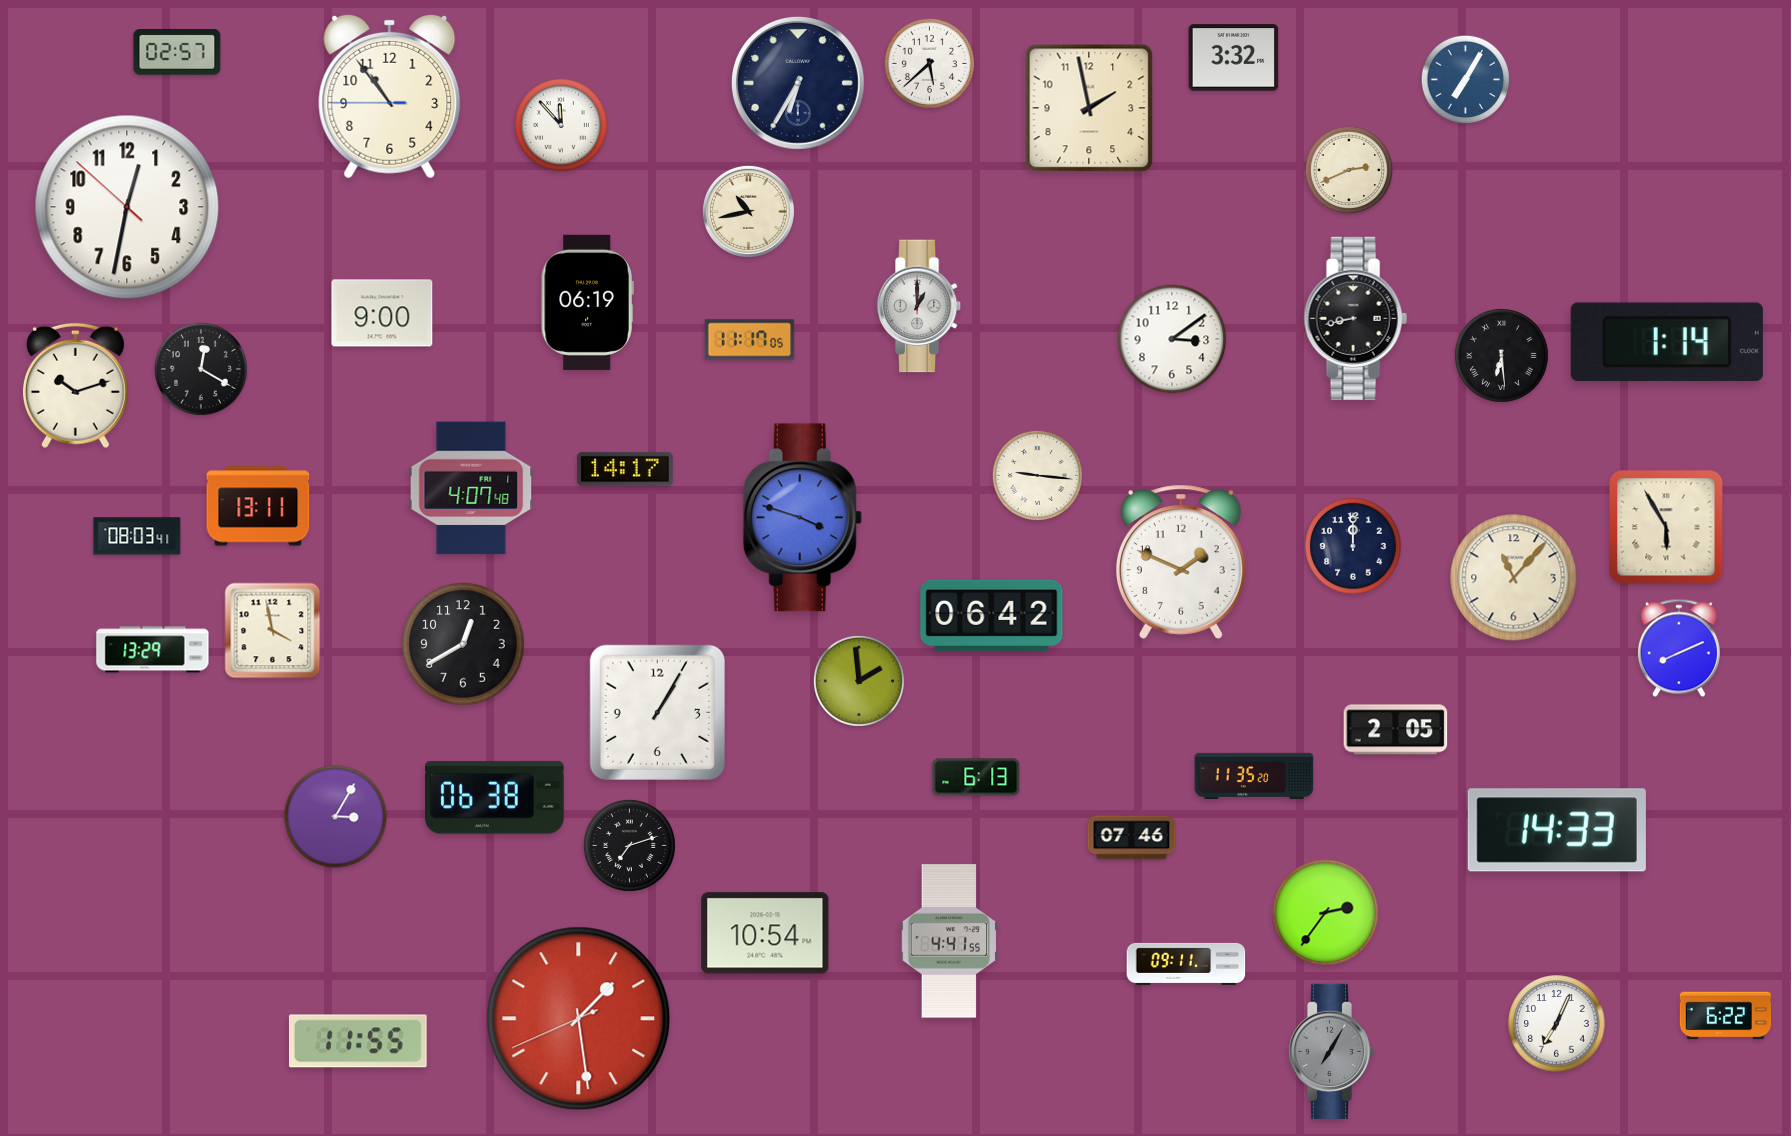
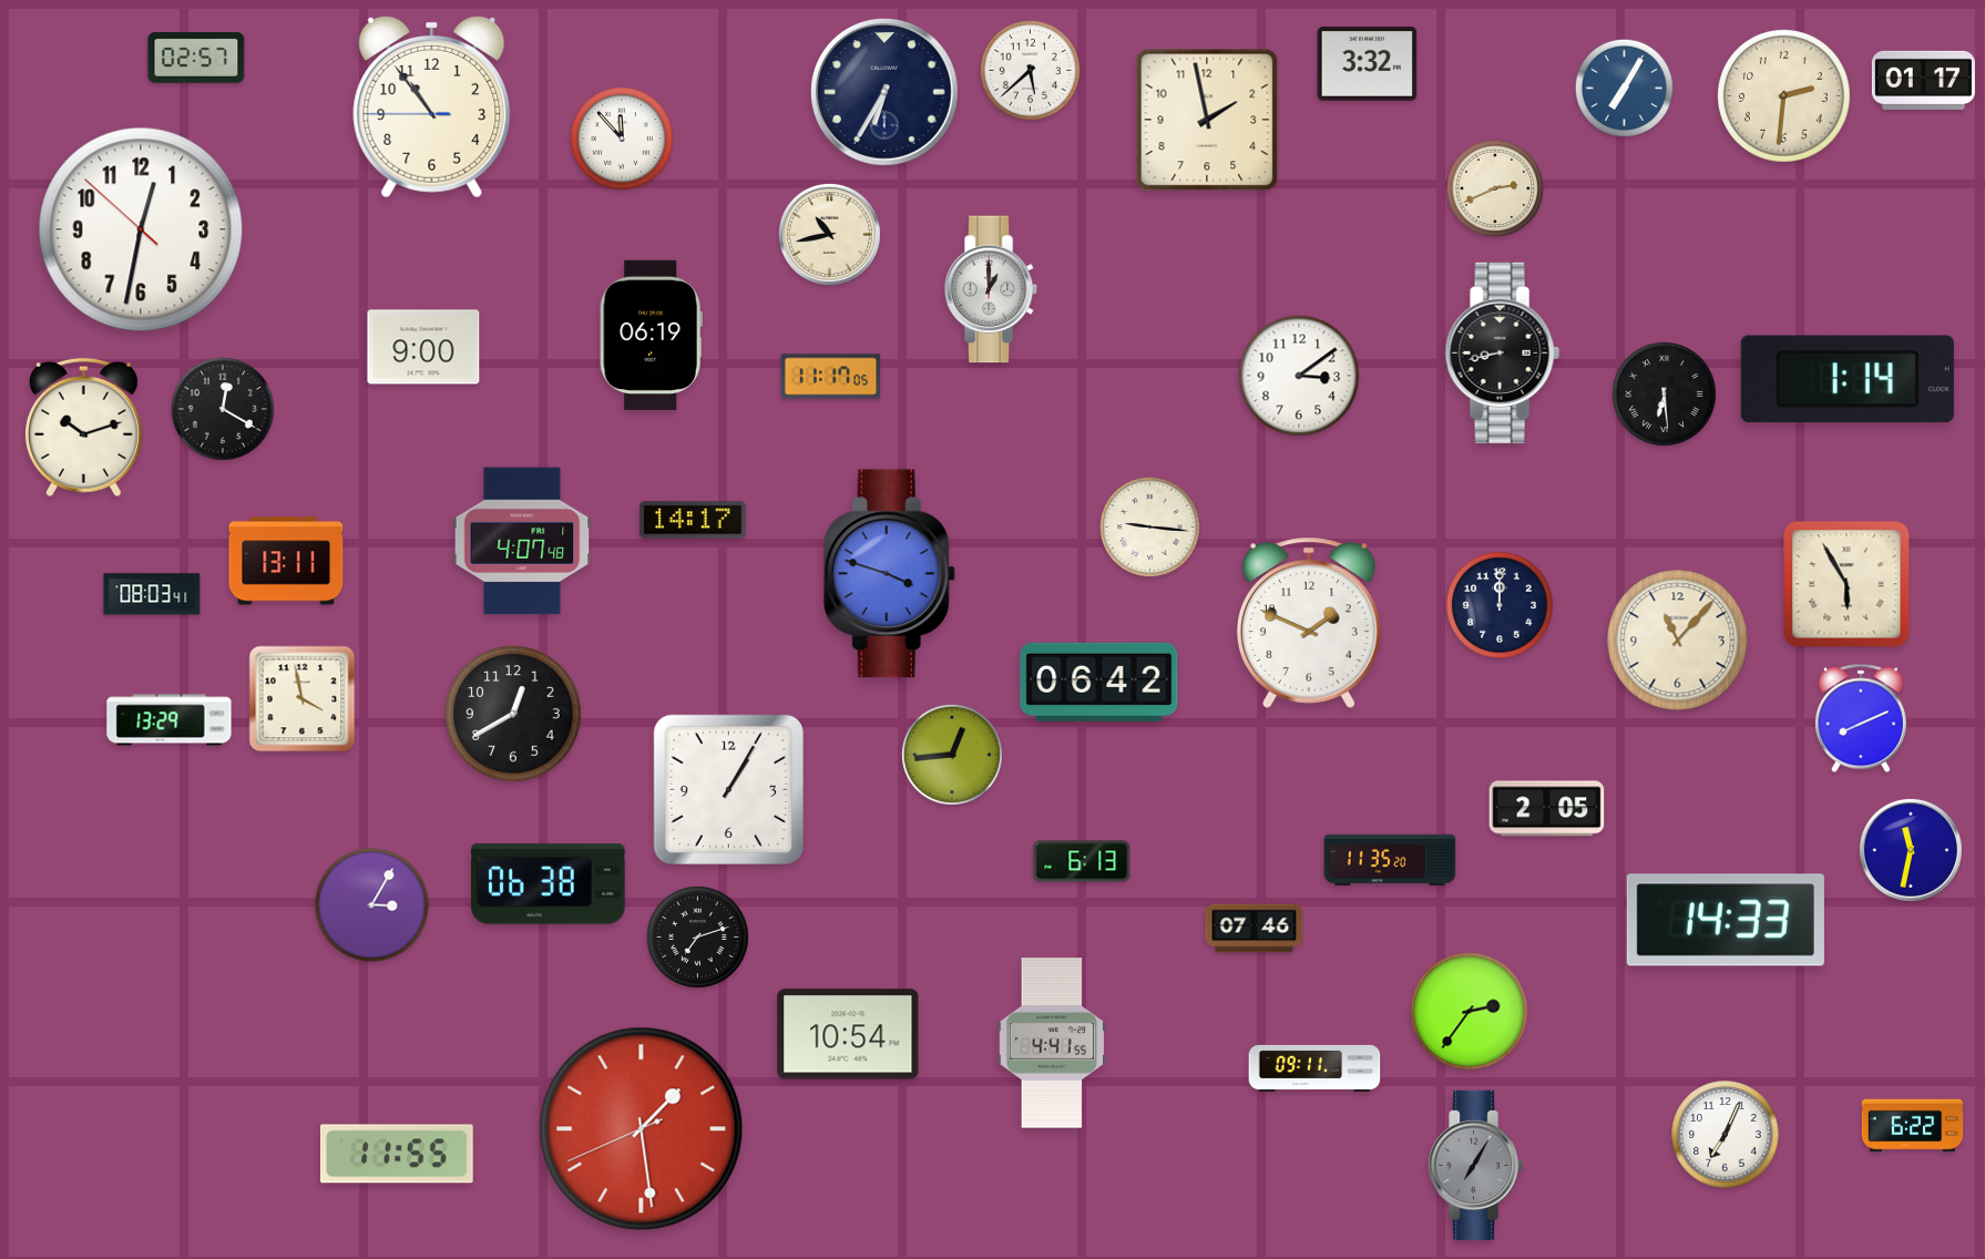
clock at (1923, 80): none -> 01:17
clock at (1784, 96): none -> 2:31
clock at (919, 306) position: (919, 306) -> (991, 289)
clock at (859, 681): 1:59 -> 12:44
clock at (1911, 850): none -> 11:32
